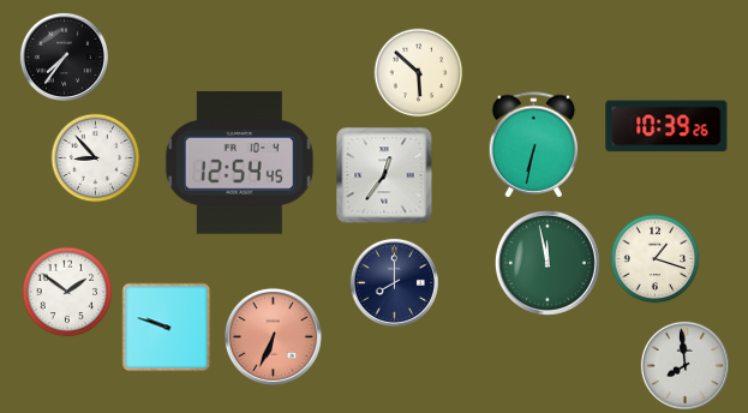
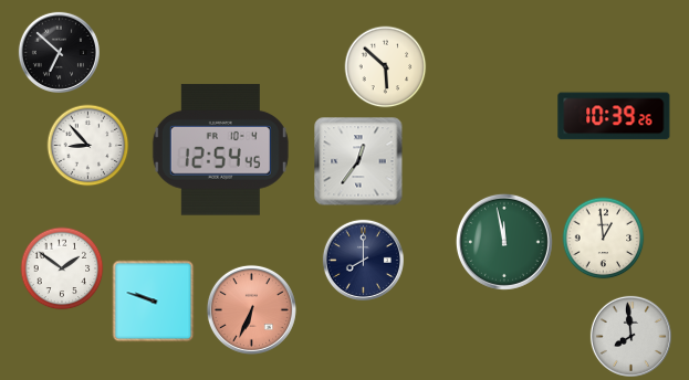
clock at (64, 56): 7:36 -> 6:52
clock at (534, 145): 6:32 -> none
clock at (384, 175) position: (384, 175) -> (358, 161)
clock at (656, 259): 1:18 -> 12:59
